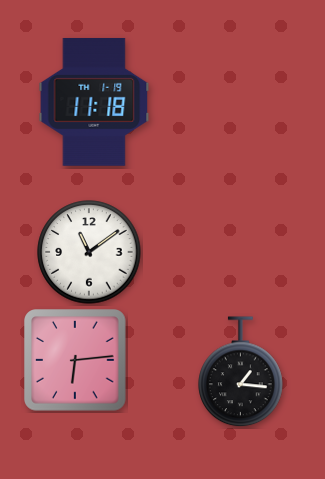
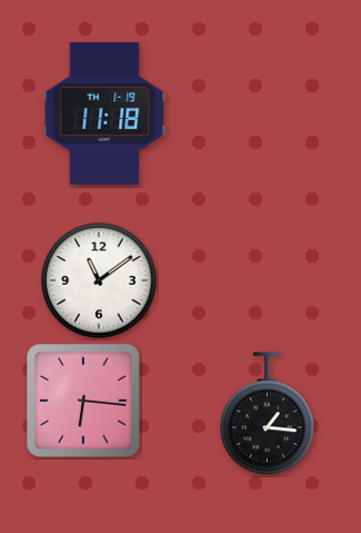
clock at (76, 361): 6:14 -> 6:16
